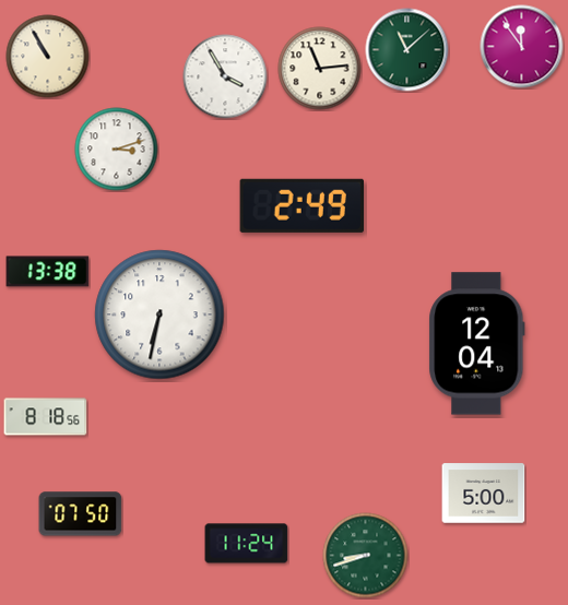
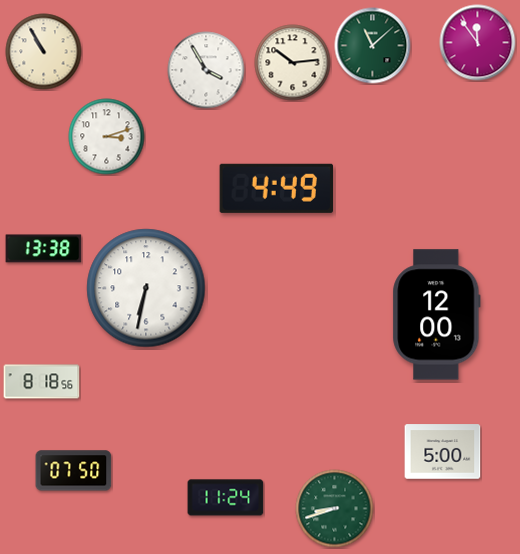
clock at (320, 69): 11:14 -> 10:14
clock at (301, 205): 2:49 -> 4:49
clock at (477, 344): 12:04 -> 12:00
